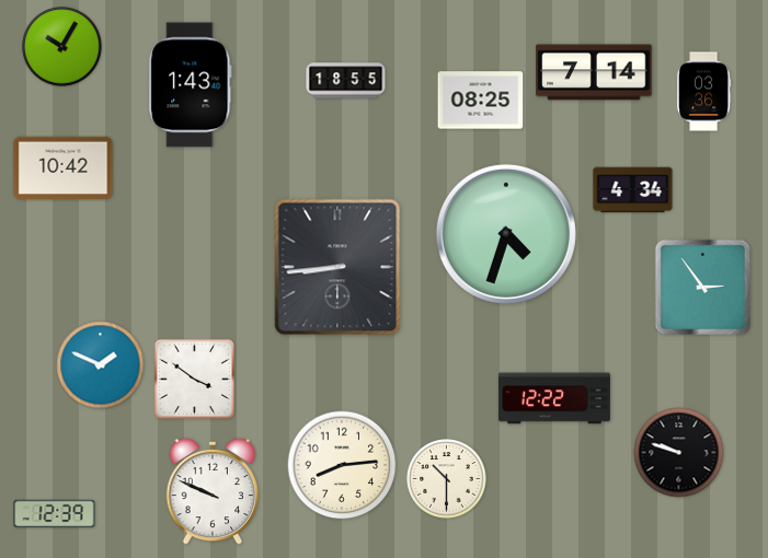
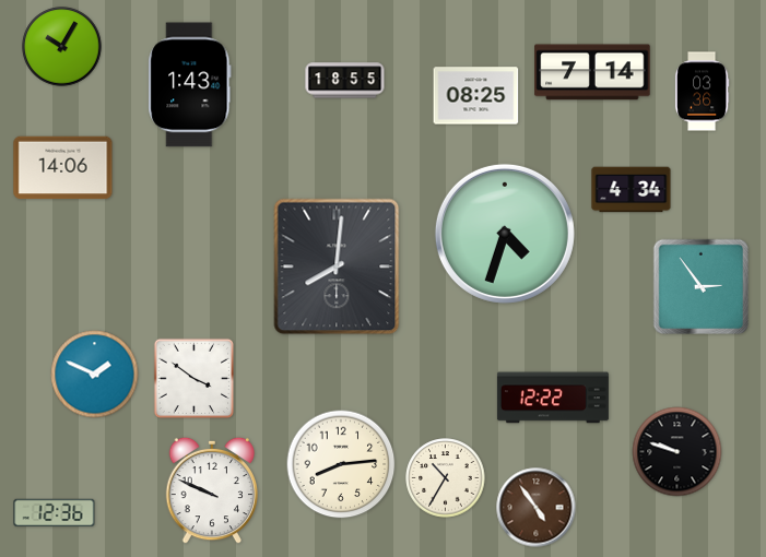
clock at (481, 101) position: (481, 101) -> (476, 96)
clock at (64, 168): 10:42 -> 14:06
clock at (337, 267): 8:44 -> 8:01
clock at (101, 365) position: (101, 365) -> (95, 375)
clock at (447, 479): 10:30 -> 10:35
clock at (537, 508): none -> 4:54
clock at (55, 514): 12:39 -> 12:36
